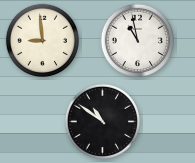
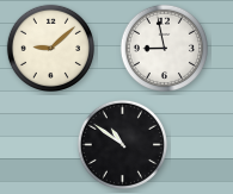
clock at (42, 40): 8:59 -> 9:08
clock at (137, 40): 10:58 -> 8:58
